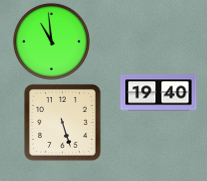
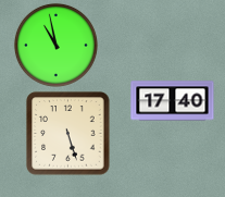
clock at (51, 41): 10:59 -> 10:58
clock at (159, 93): 19:40 -> 17:40
